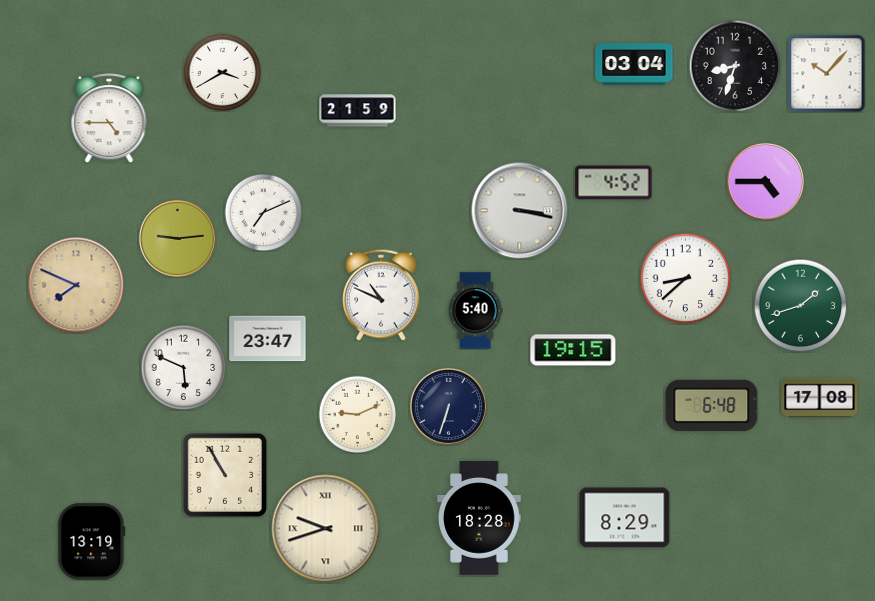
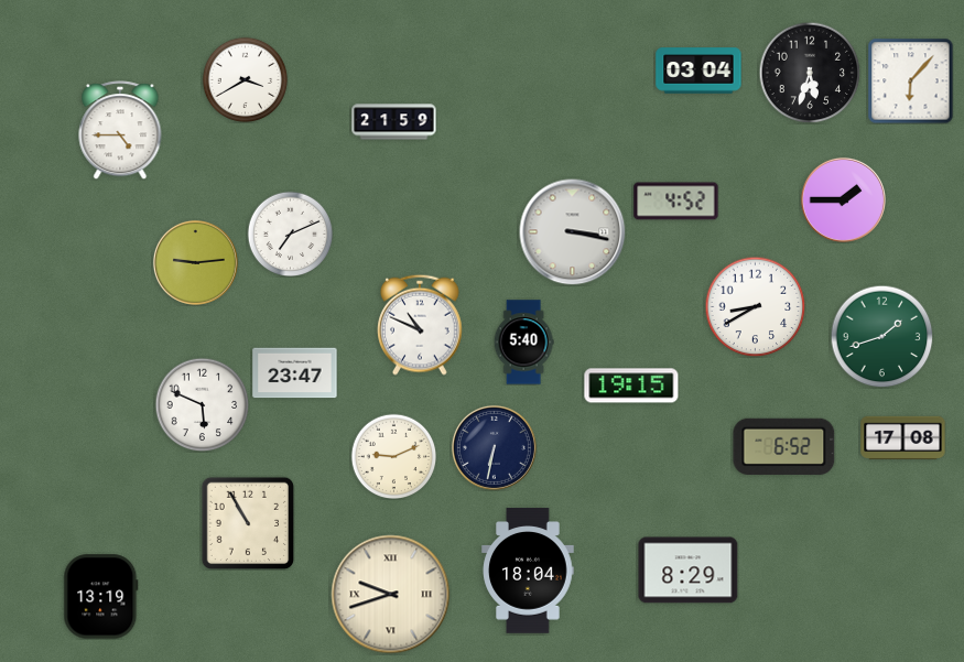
clock at (735, 66): 8:33 -> 5:33
clock at (826, 73): 10:07 -> 6:07
clock at (765, 181): 4:45 -> 1:45
clock at (685, 278): 8:38 -> 8:40
clock at (76, 285): 7:49 -> none
clock at (712, 405): 6:48 -> 6:52
clock at (448, 406): 6:33 -> 6:32
clock at (479, 518): 18:28 -> 18:04
clock at (326, 529) position: (326, 529) -> (391, 595)
